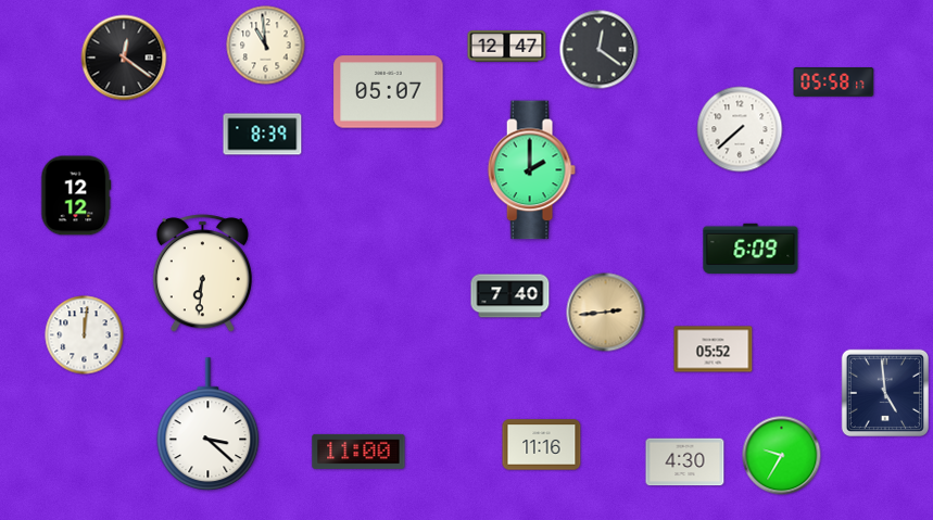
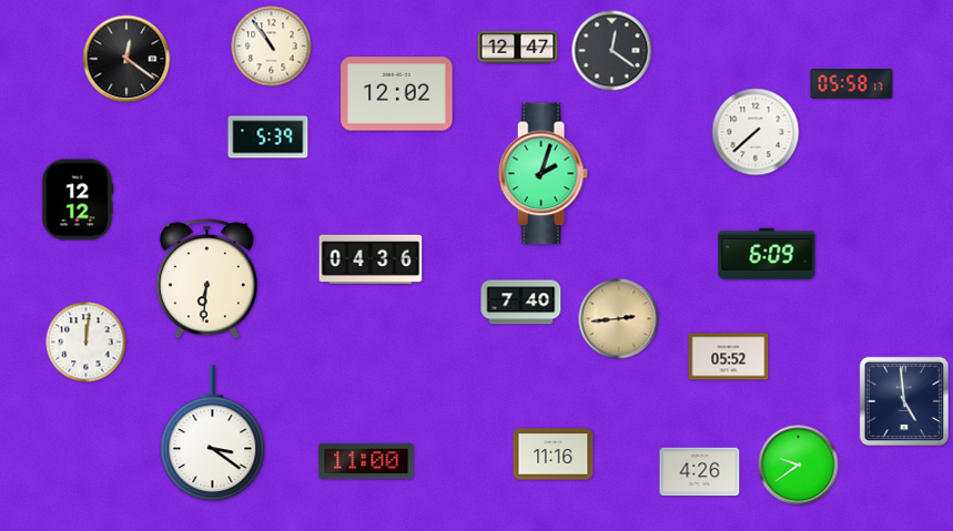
clock at (266, 46): 10:59 -> 10:54
clock at (389, 92): 05:07 -> 12:02
clock at (263, 135): 8:39 -> 5:39
clock at (531, 170): 2:00 -> 2:03
clock at (371, 259): none -> 04:36
clock at (209, 424): 3:22 -> 3:21
clock at (782, 456): 9:35 -> 9:39
clock at (685, 462): 4:30 -> 4:26
